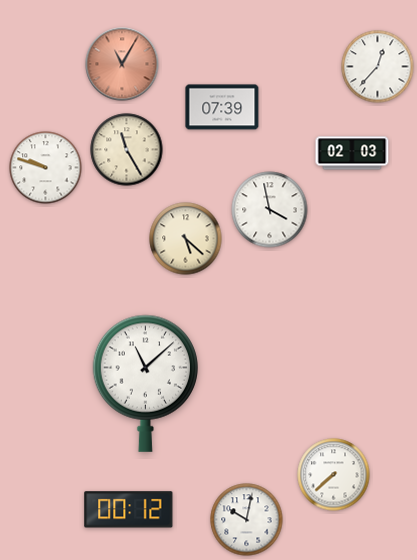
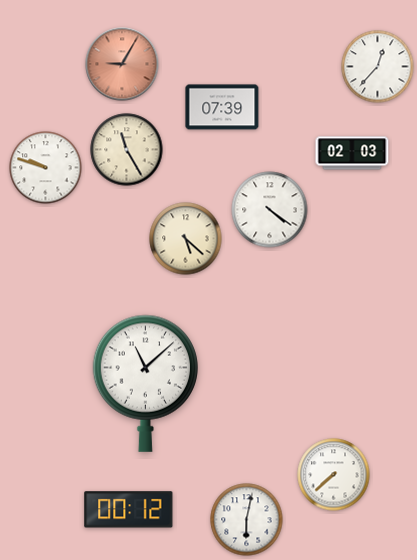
clock at (122, 64): 11:05 -> 9:05
clock at (270, 210): 3:58 -> 4:21
clock at (247, 520): 10:02 -> 6:02
